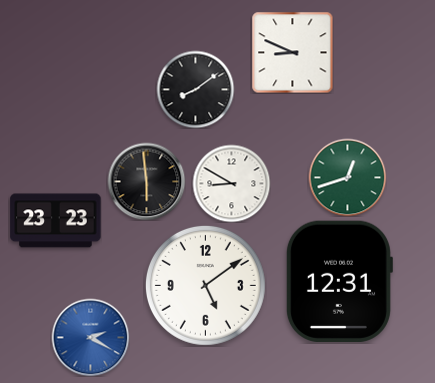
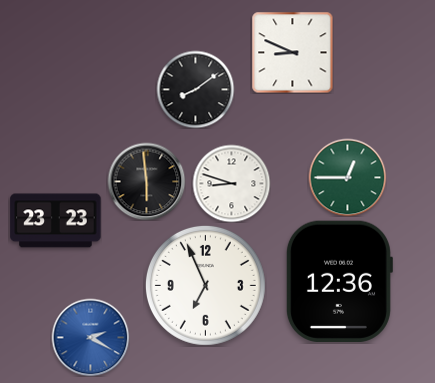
clock at (347, 177): 12:42 -> 12:45
clock at (231, 183): 8:50 -> 8:48
clock at (339, 281): 12:31 -> 12:36
clock at (205, 285): 5:09 -> 6:56
